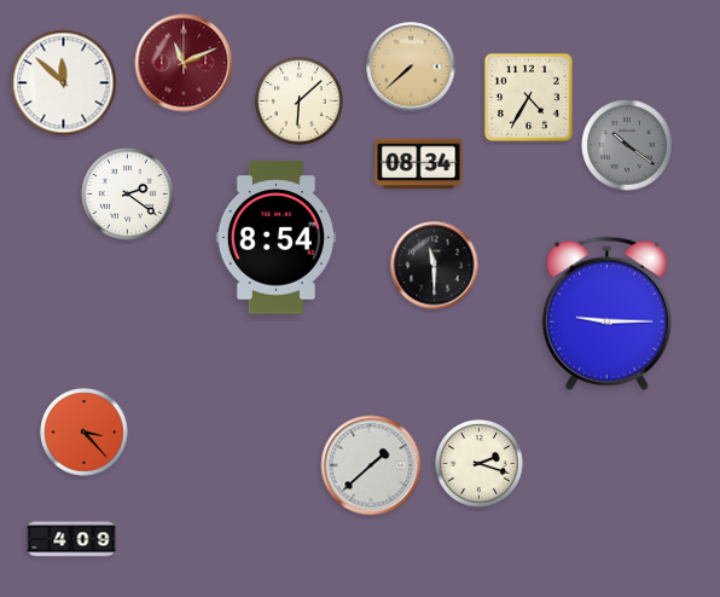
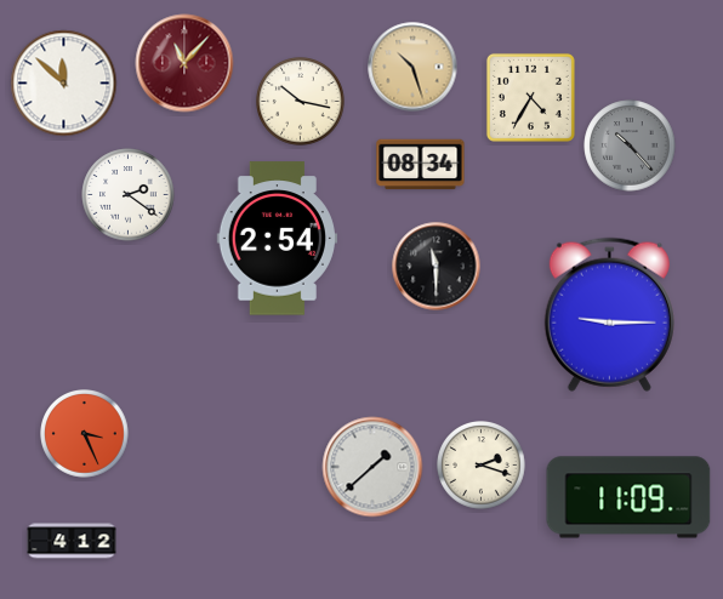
clock at (184, 63): 11:11 -> 11:07
clock at (411, 66): 7:38 -> 10:27
clock at (300, 102): 6:08 -> 10:17
clock at (627, 145): 10:21 -> 10:23
clock at (275, 238): 8:54 -> 2:54
clock at (85, 433): 3:23 -> 3:26
clock at (628, 497): none -> 11:09
clock at (71, 539): 4:09 -> 4:12
